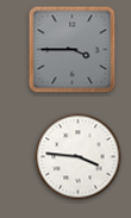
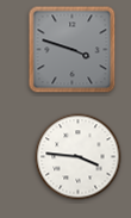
clock at (73, 50): 3:45 -> 3:48
